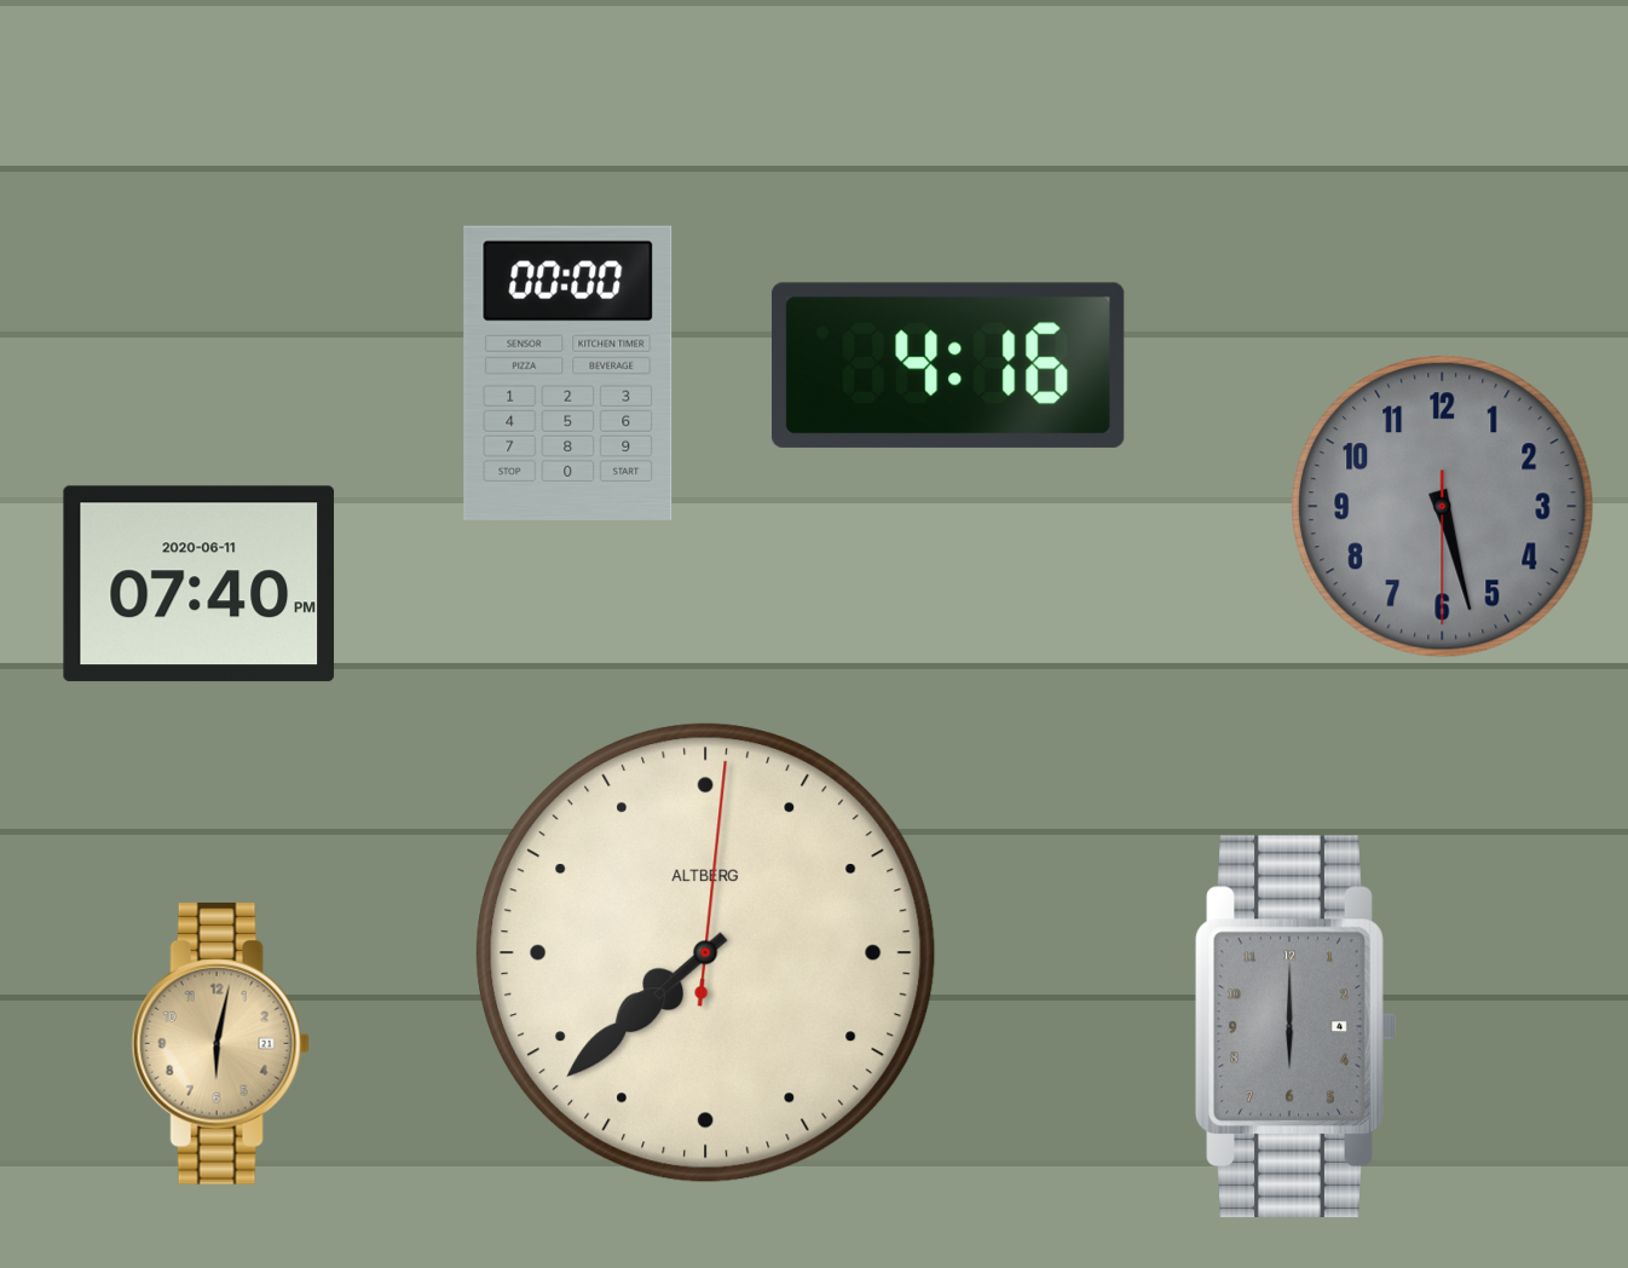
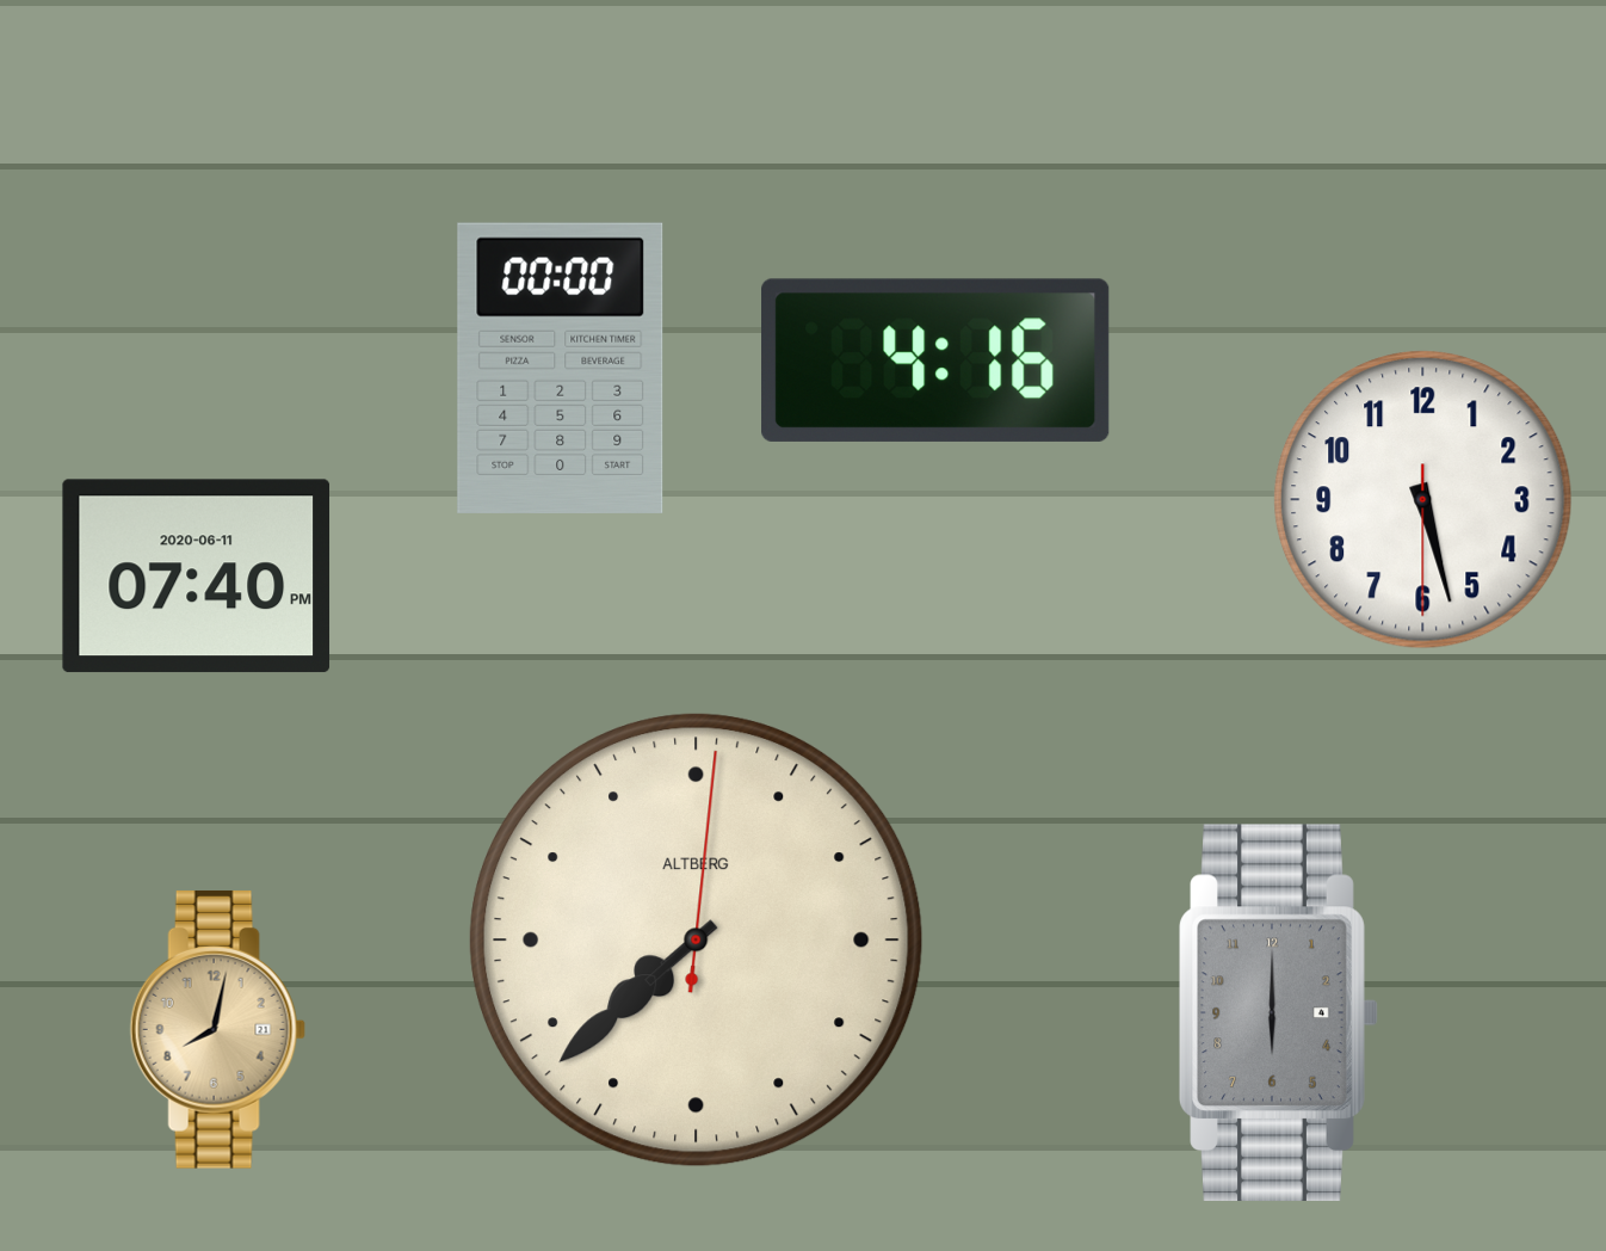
clock at (1443, 507) dial: grey -> white
clock at (220, 1043): 6:02 -> 8:02
